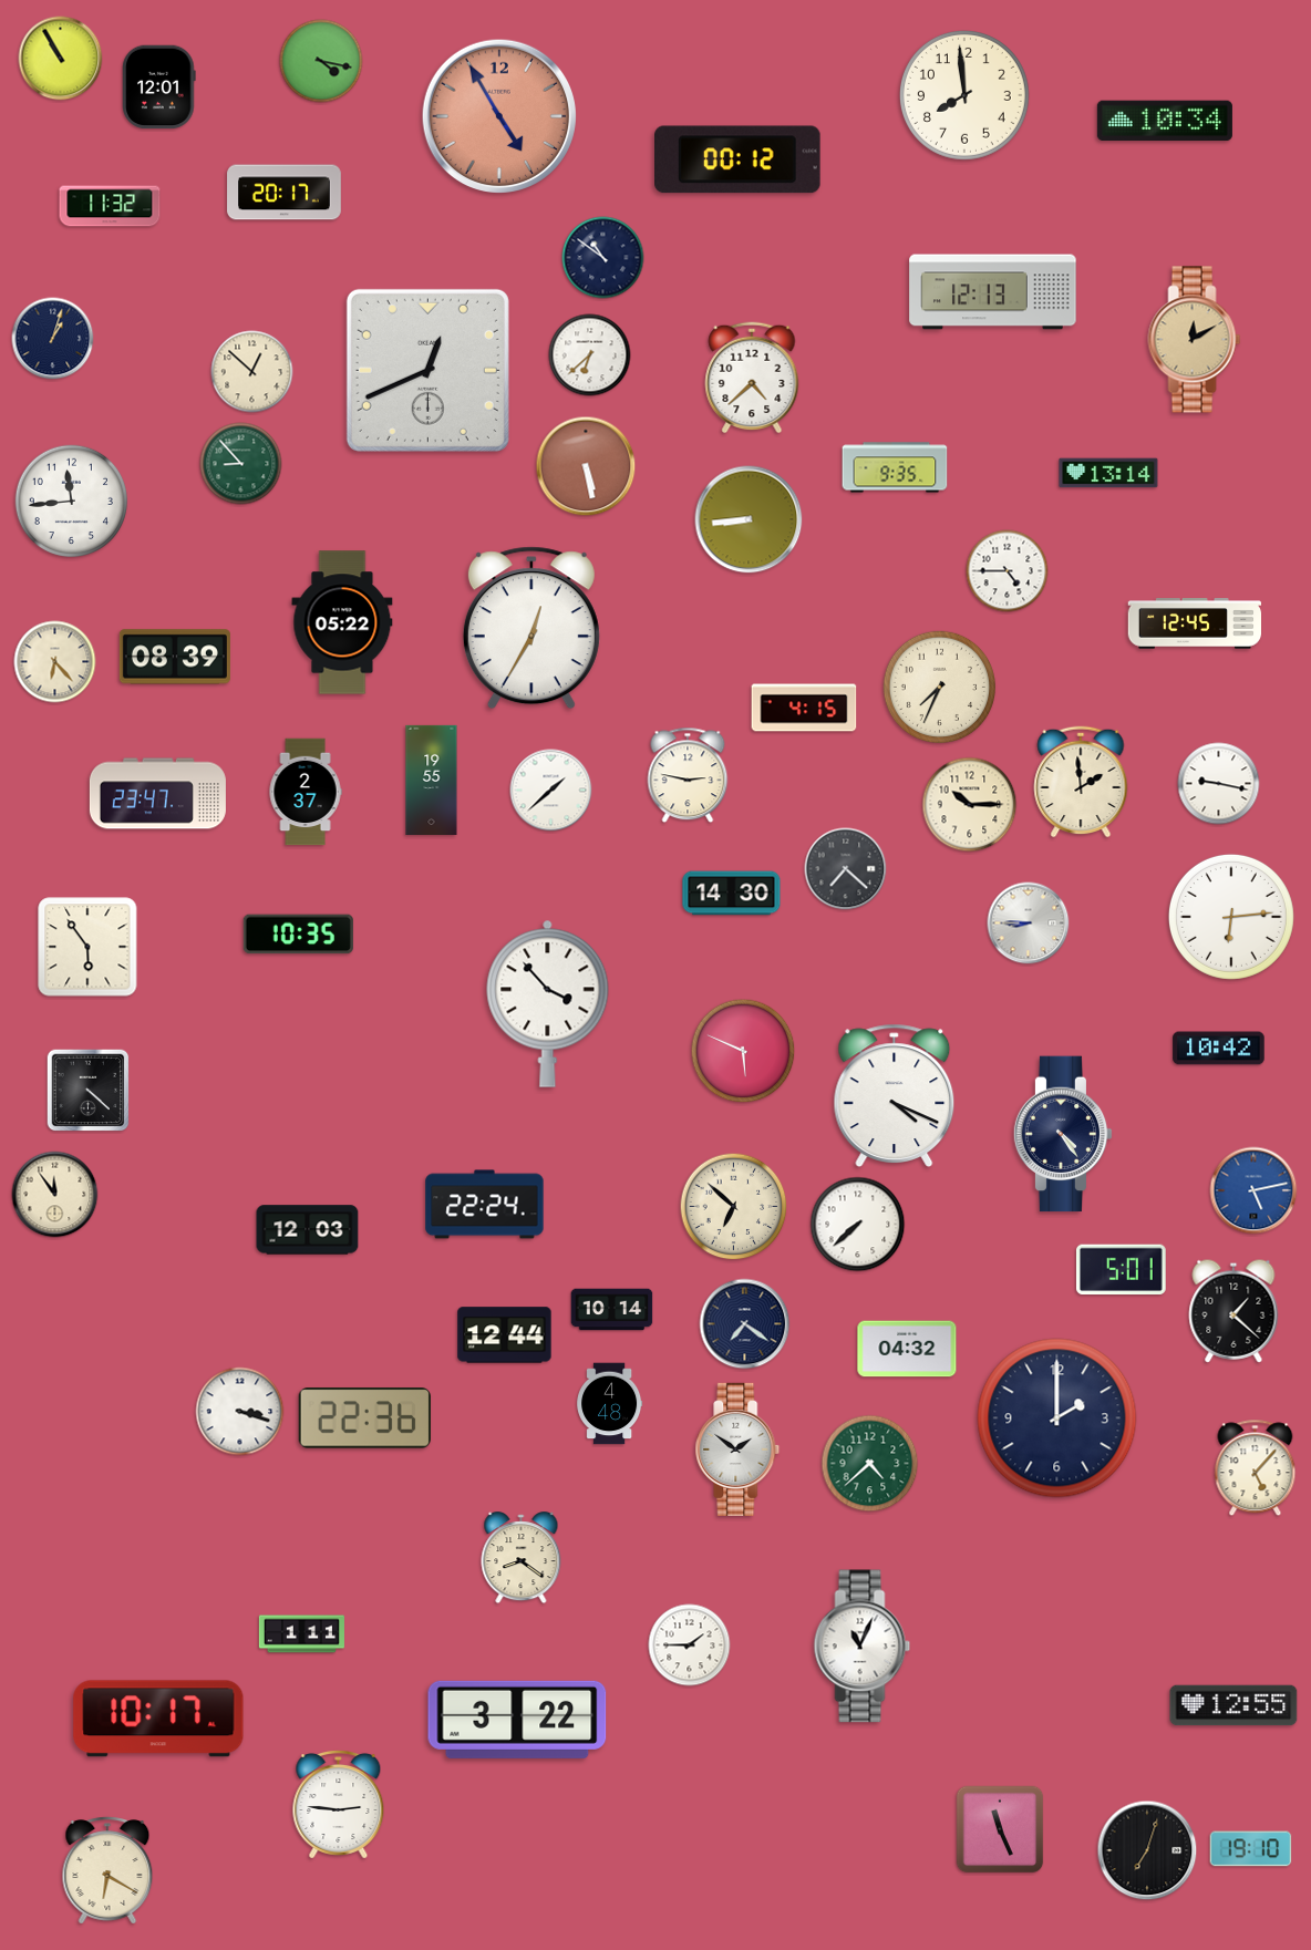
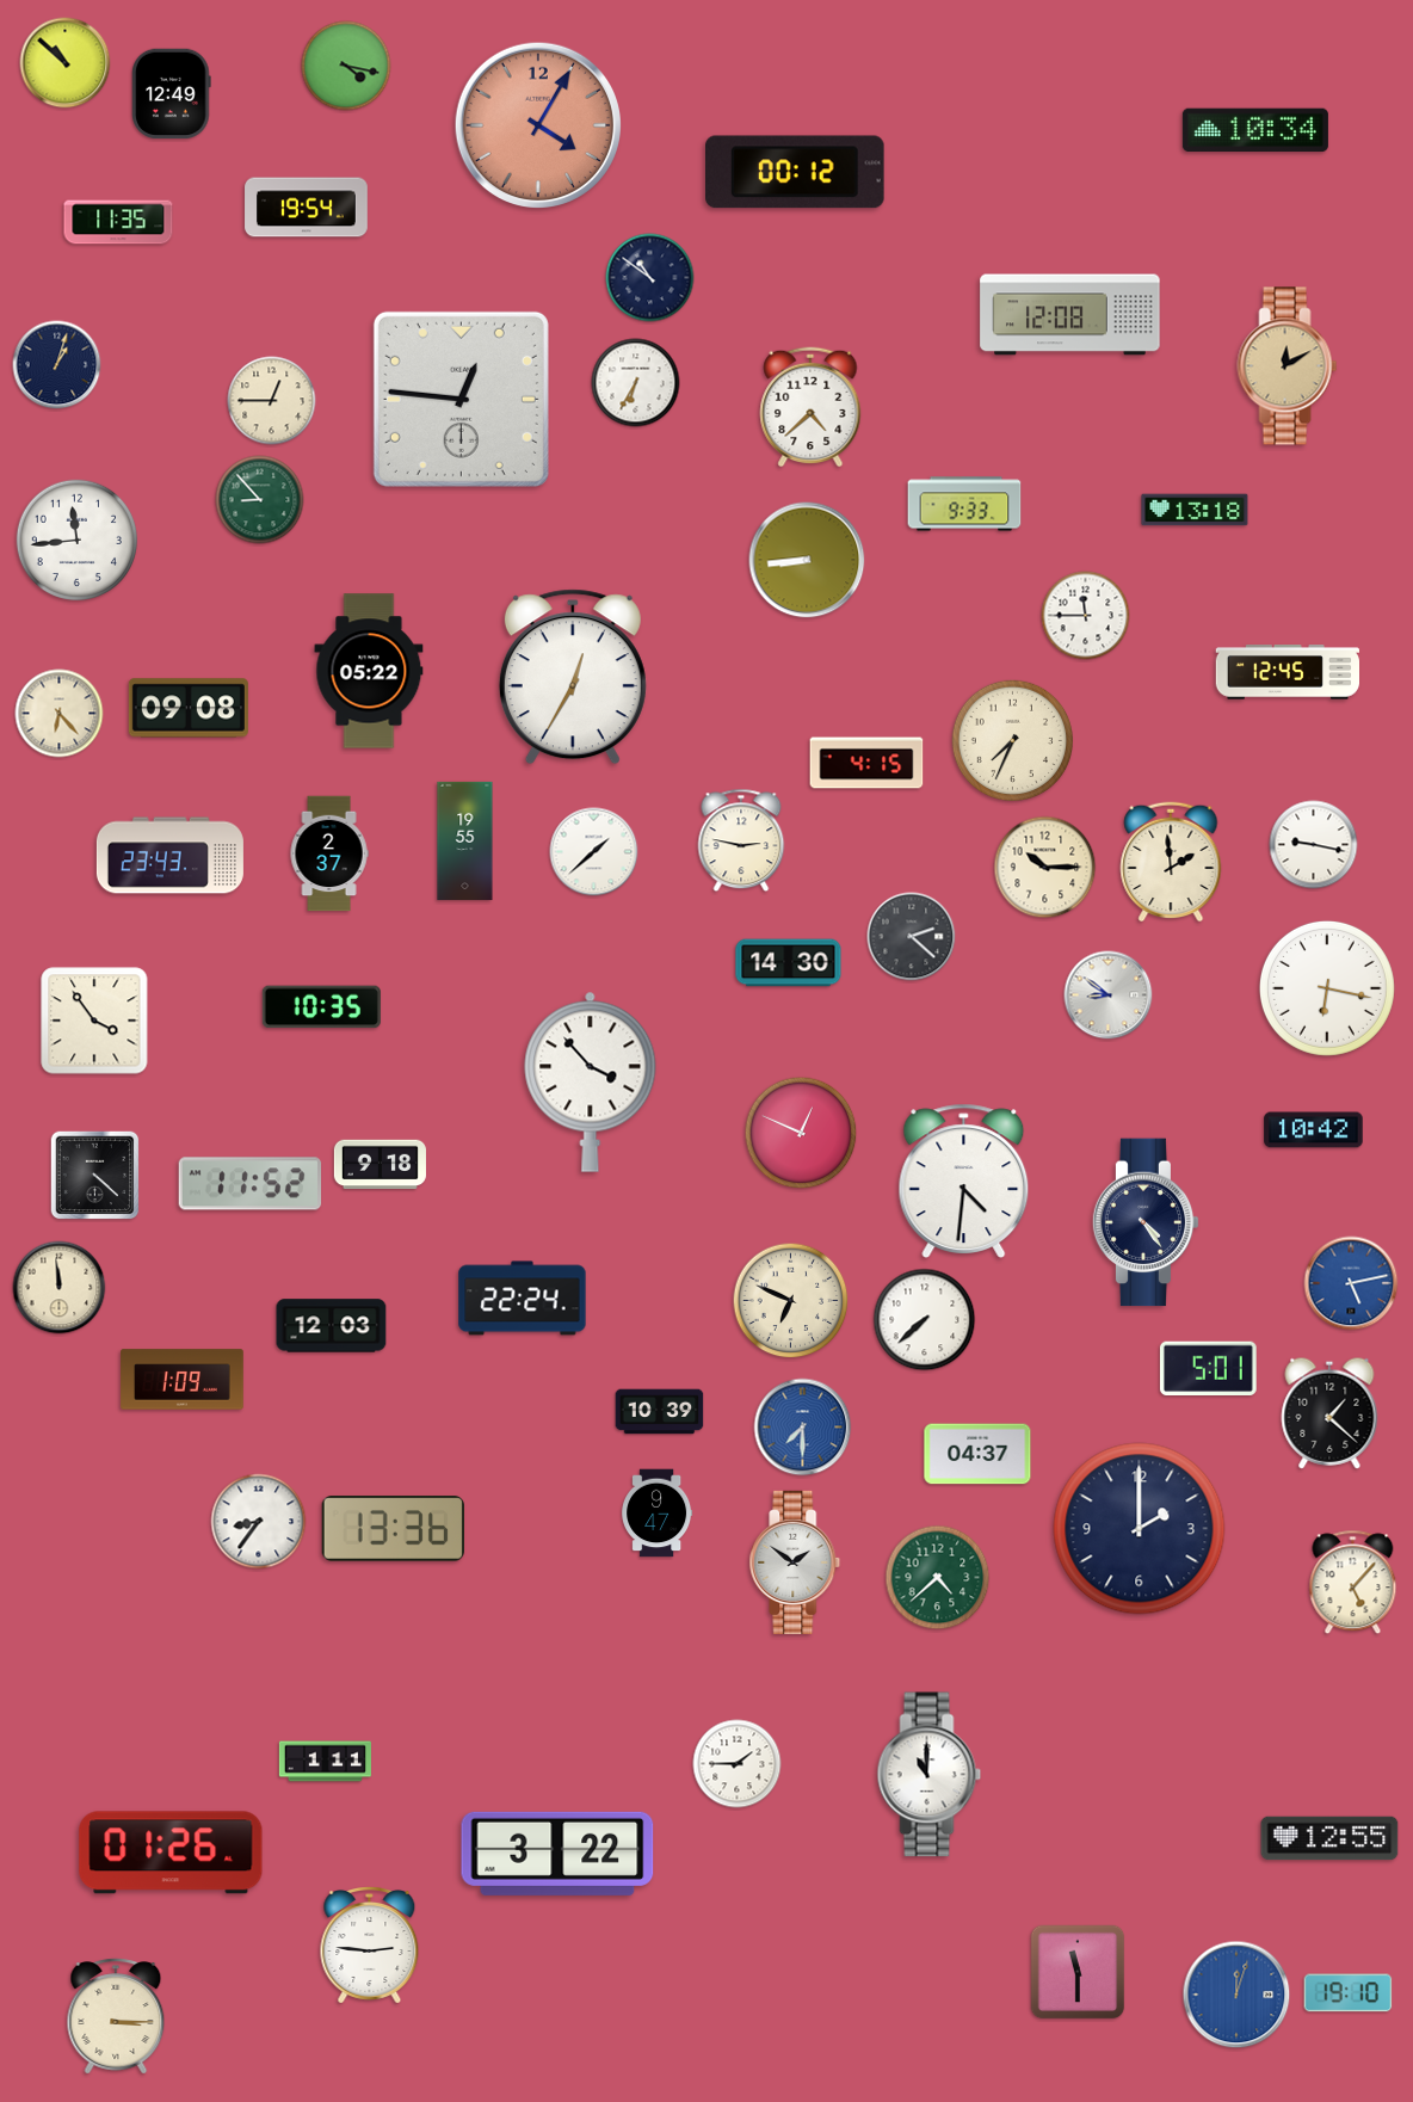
clock at (61, 59): 10:55 -> 10:52
clock at (159, 87): 12:01 -> 12:49
clock at (964, 95): 7:59 -> none
clock at (498, 115): 4:55 -> 4:05
clock at (285, 193): 20:17 -> 19:54
clock at (110, 206): 11:32 -> 11:35
clock at (993, 292): 12:13 -> 12:08
clock at (590, 355): 6:38 -> 6:35
clock at (427, 370): 12:41 -> 12:46
clock at (252, 372): 12:52 -> 12:45
clock at (586, 466): 5:28 -> none
clock at (895, 467): 9:35 -> 9:33
clock at (1108, 473): 13:14 -> 13:18
clock at (1008, 571): 4:45 -> 11:45
clock at (175, 657): 08:39 -> 09:08
clock at (688, 775) position: (688, 775) -> (741, 840)
clock at (1081, 782) position: (1081, 782) -> (1171, 862)
clock at (157, 794): 23:47 -> 23:43
clock at (846, 869): 7:22 -> 2:22
clock at (1231, 917): 6:14 -> 6:17
clock at (1029, 924): 8:45 -> 8:51
clock at (87, 947): 5:54 -> 3:54
clock at (743, 1051): 5:49 -> 12:49
clock at (380, 1165): none -> 9:18
clock at (895, 1095): 4:19 -> 4:31
clock at (251, 1184): none -> 11:52
clock at (55, 1195): 11:54 -> 11:59
clock at (734, 1207): 6:52 -> 6:49
clock at (183, 1380): none -> 1:09
clock at (612, 1310): 10:14 -> 10:39
clock at (745, 1324): 7:21 -> 7:30
clock at (745, 1324) dial: navy -> blue
clock at (505, 1335): 12:44 -> none
clock at (907, 1349): 04:32 -> 04:37
clock at (610, 1404): 4:48 -> 9:47
clock at (240, 1412): 3:18 -> 8:36
clock at (364, 1418): 22:36 -> 13:36
clock at (522, 1558): 8:21 -> none
clock at (690, 1645) position: (690, 1645) -> (738, 1764)
clock at (863, 1647): 11:04 -> 11:00
clock at (158, 1719): 10:17 -> 01:26
clock at (339, 1805) position: (339, 1805) -> (370, 1946)
clock at (1000, 1829): 11:26 -> 11:30
clock at (1147, 1850): 7:03 -> 12:03
clock at (1147, 1850) dial: black -> blue
clock at (107, 1870): 6:20 -> 3:15
